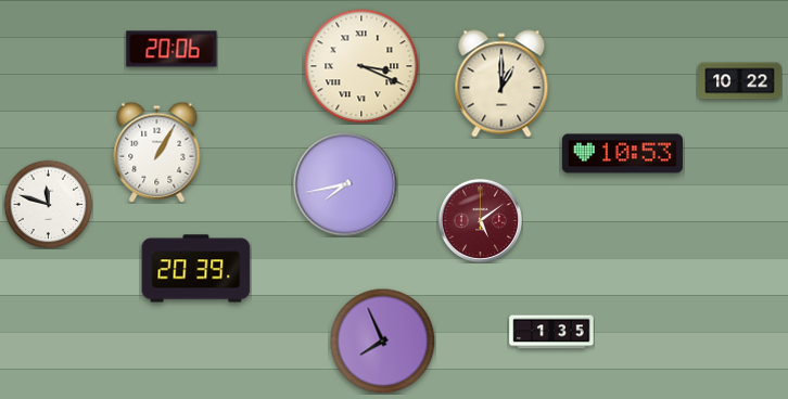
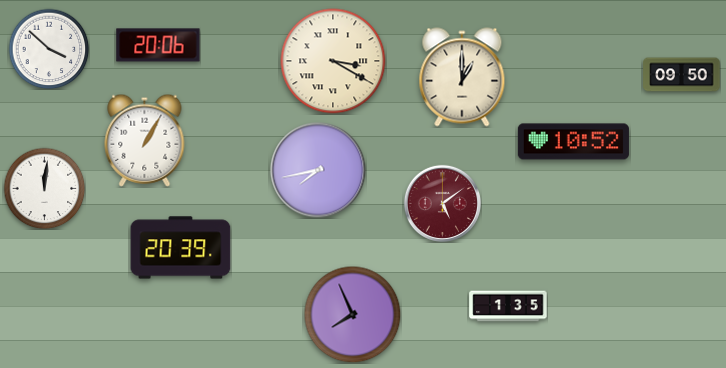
clock at (49, 49): none -> 3:52
clock at (361, 66): 3:19 -> 3:20
clock at (740, 81): 10:22 -> 09:50
clock at (622, 154): 10:53 -> 10:52
clock at (48, 204): 11:48 -> 12:01
